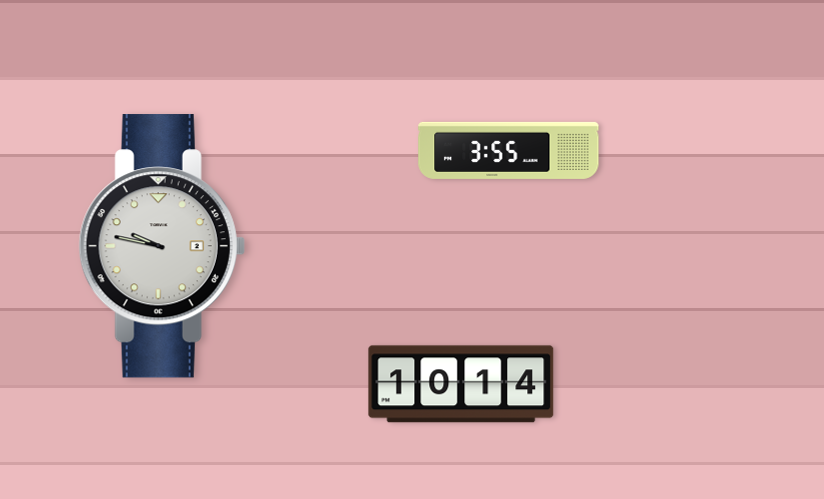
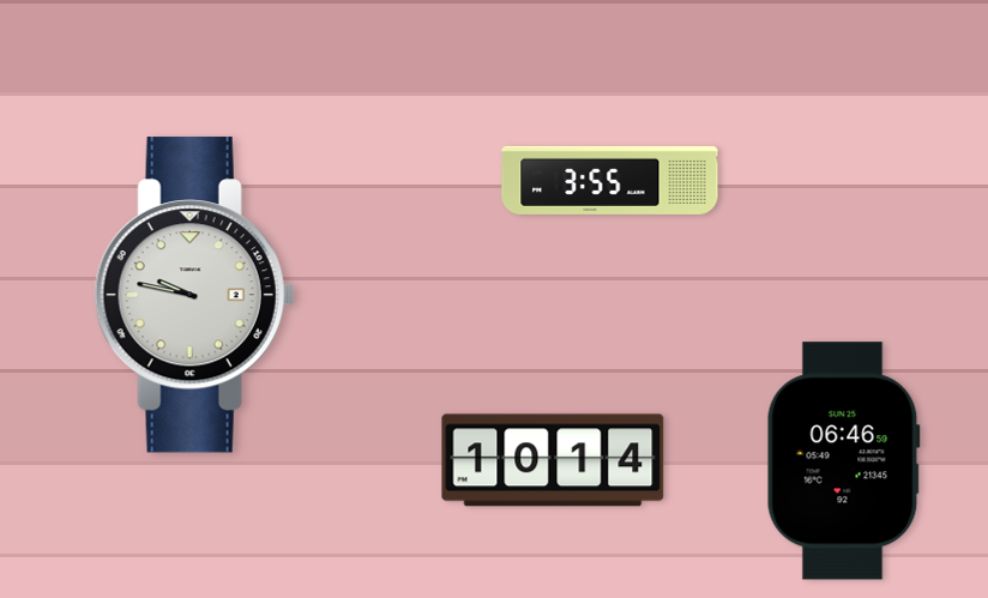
clock at (843, 461): none -> 06:46
